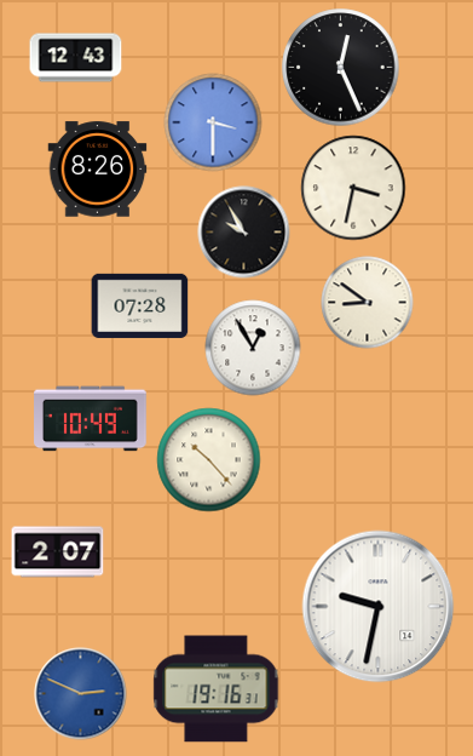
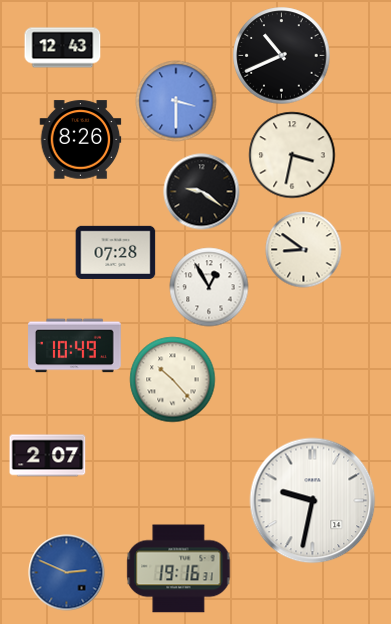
clock at (341, 68): 12:26 -> 10:41
clock at (244, 233): 9:55 -> 9:21
